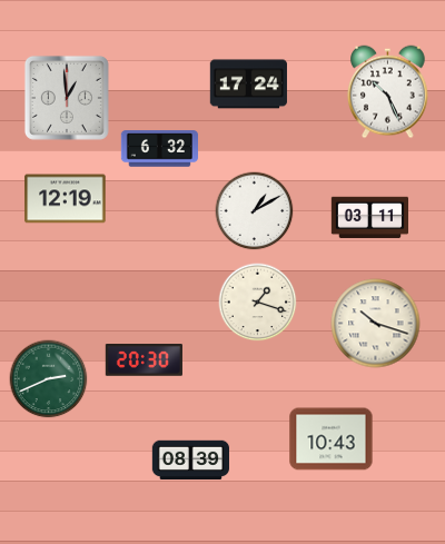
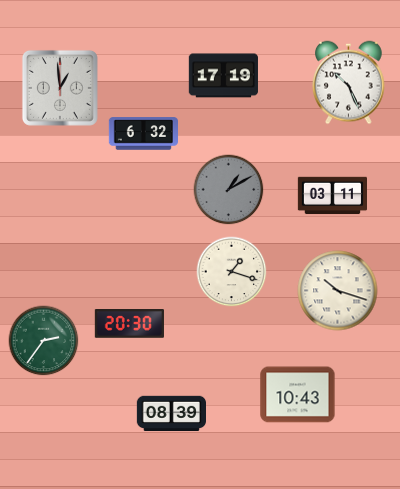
clock at (248, 85): 17:24 -> 17:19
clock at (66, 199): 12:19 -> none
clock at (255, 211) dial: white -> grey
clock at (49, 379): 2:41 -> 2:36
